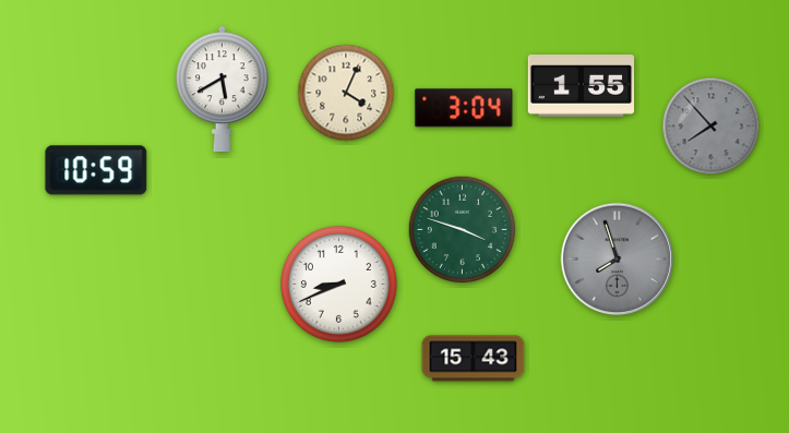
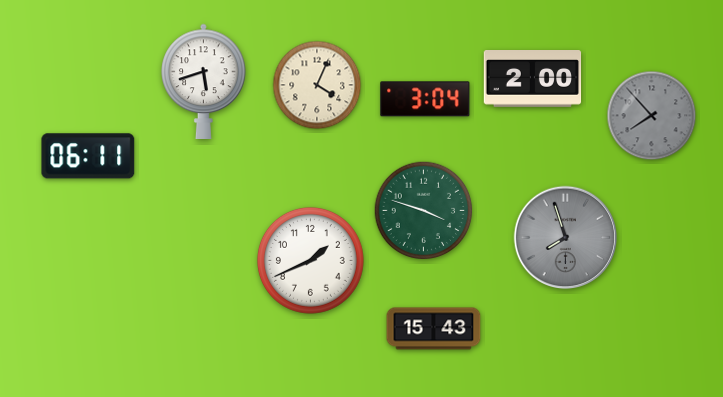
clock at (582, 86): 1:55 -> 2:00
clock at (223, 88): 5:40 -> 5:42
clock at (96, 170): 10:59 -> 06:11
clock at (338, 284): 8:41 -> 1:41
